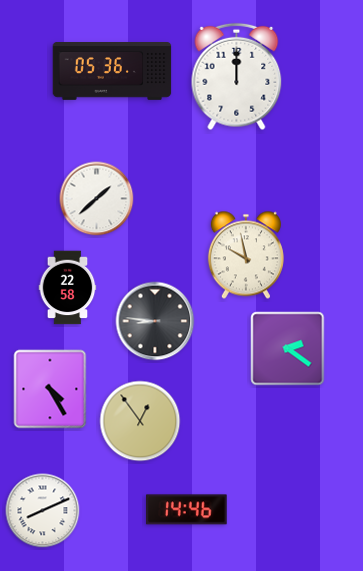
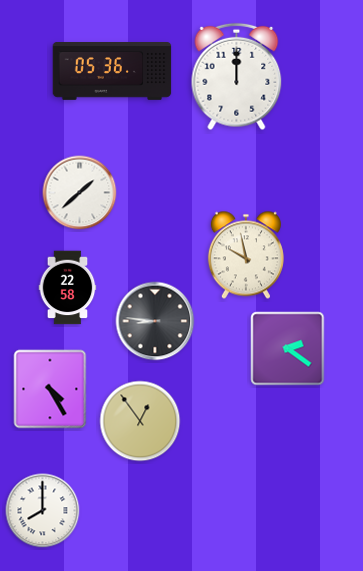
clock at (97, 199) position: (97, 199) -> (80, 193)
clock at (187, 510): 14:46 -> none
clock at (43, 511): 8:11 -> 8:00
